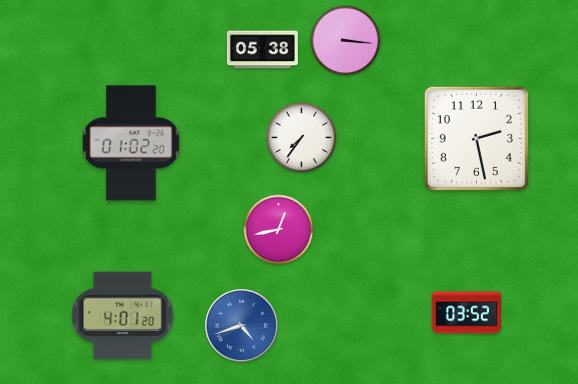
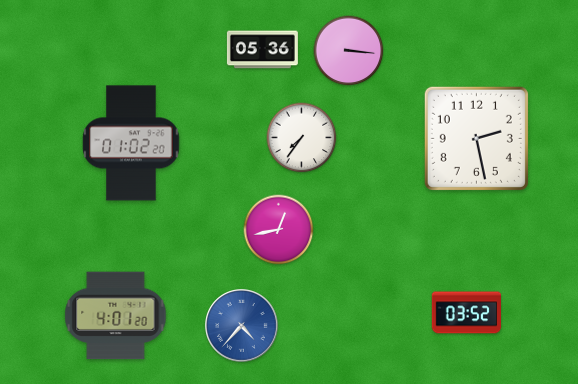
clock at (346, 41) position: (346, 41) -> (349, 51)
clock at (262, 50): 05:38 -> 05:36
clock at (123, 316) position: (123, 316) -> (116, 316)
clock at (242, 326): 4:42 -> 4:37
